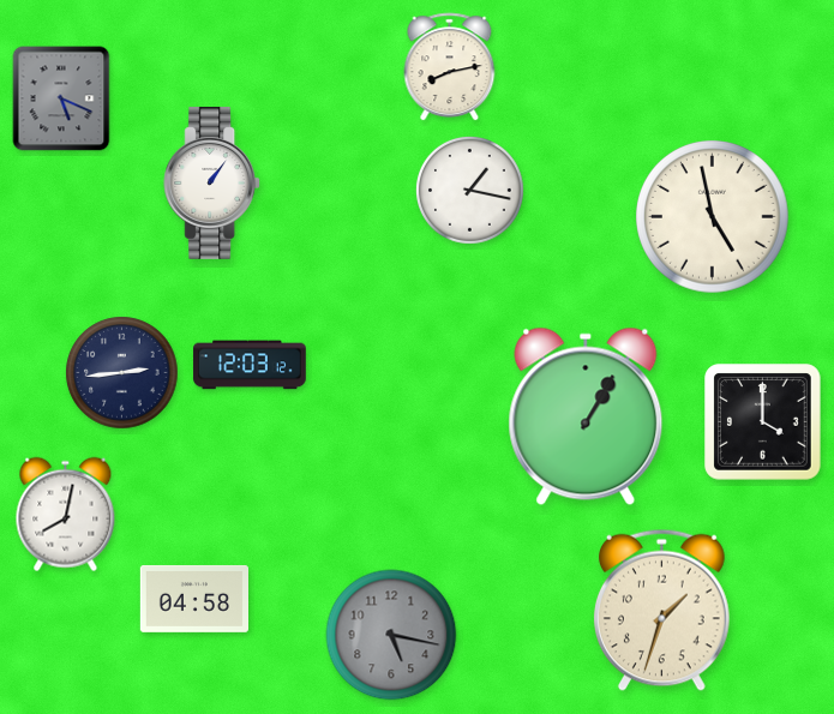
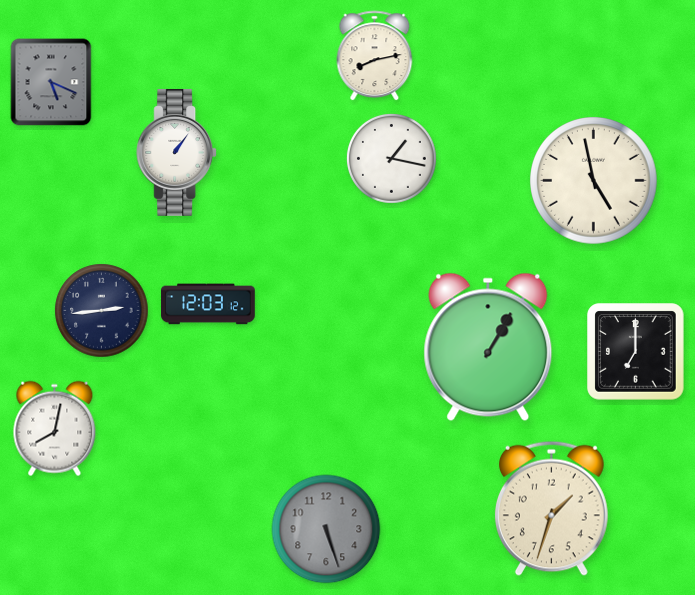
clock at (763, 422): 4:00 -> 7:00
clock at (193, 599): 04:58 -> none
clock at (391, 635): 5:17 -> 5:27
